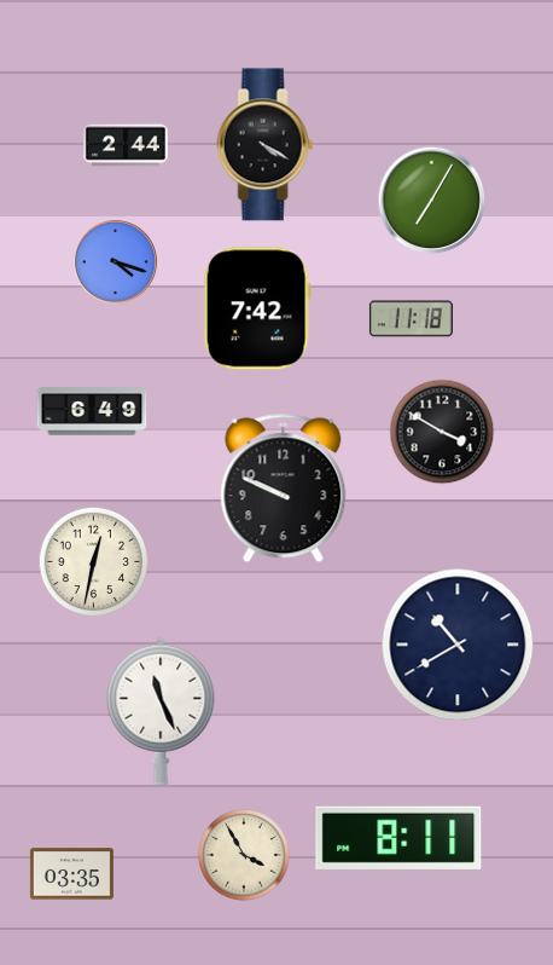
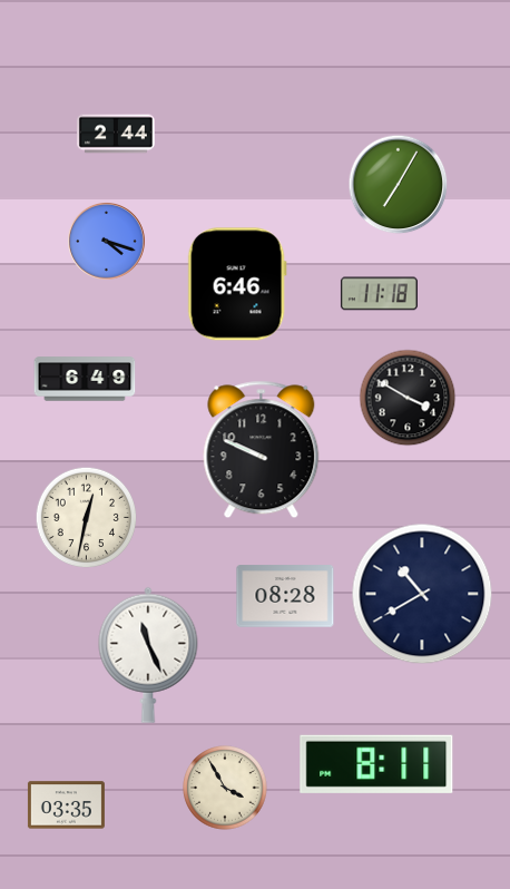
clock at (266, 145): 4:20 -> none
clock at (257, 308): 7:42 -> 6:46
clock at (285, 596): none -> 08:28
clock at (398, 838) position: (398, 838) -> (376, 764)
